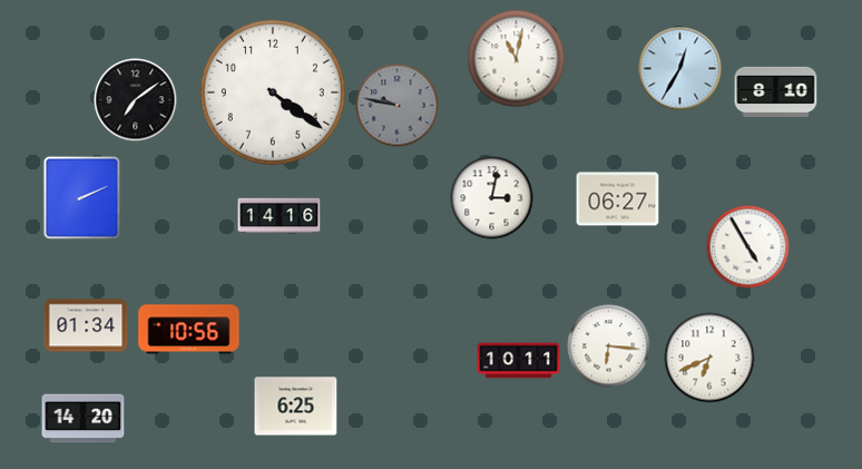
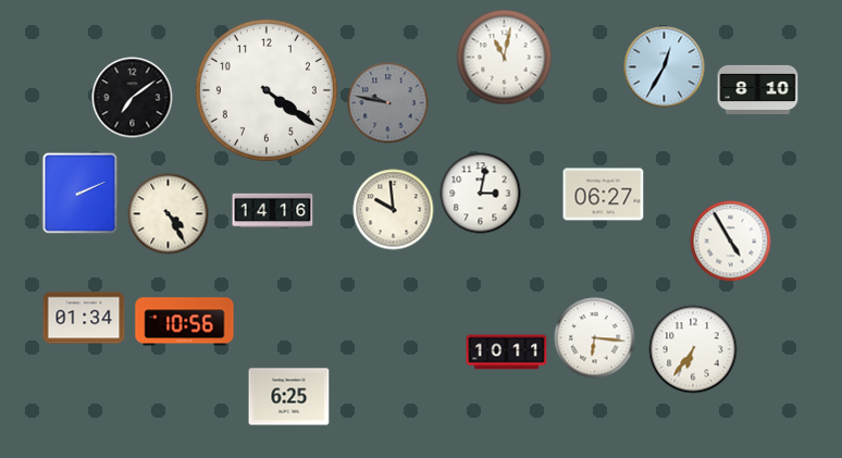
clock at (394, 210): none -> 9:59
clock at (169, 214): none -> 4:25
clock at (709, 358): 6:41 -> 6:36
clock at (84, 419): 14:20 -> none
